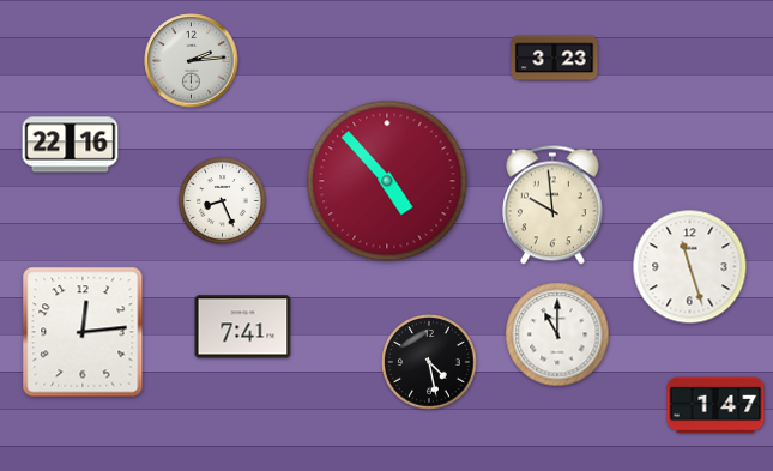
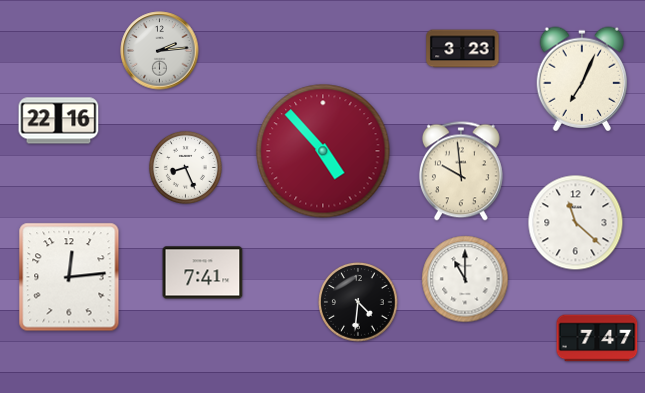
clock at (581, 79): none -> 7:04
clock at (690, 267): 11:27 -> 11:22
clock at (429, 362): 4:28 -> 4:31
clock at (715, 405): 1:47 -> 7:47
